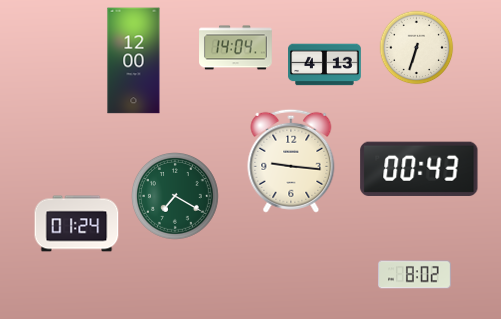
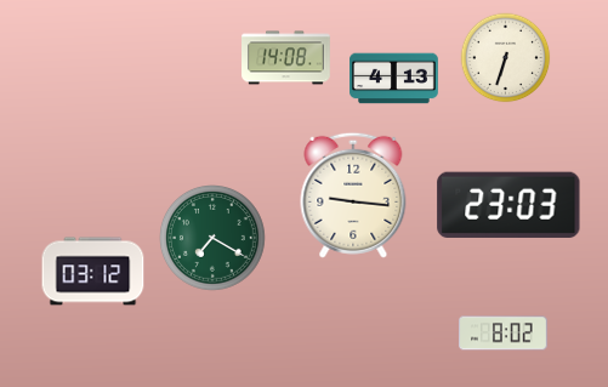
clock at (236, 48): 14:04 -> 14:08
clock at (134, 61): 12:00 -> none
clock at (419, 169): 00:43 -> 23:03
clock at (77, 224): 01:24 -> 03:12
